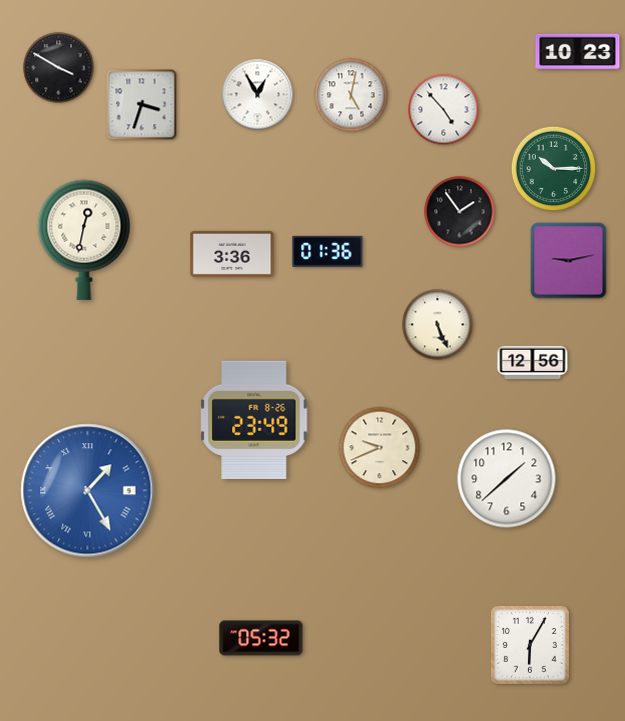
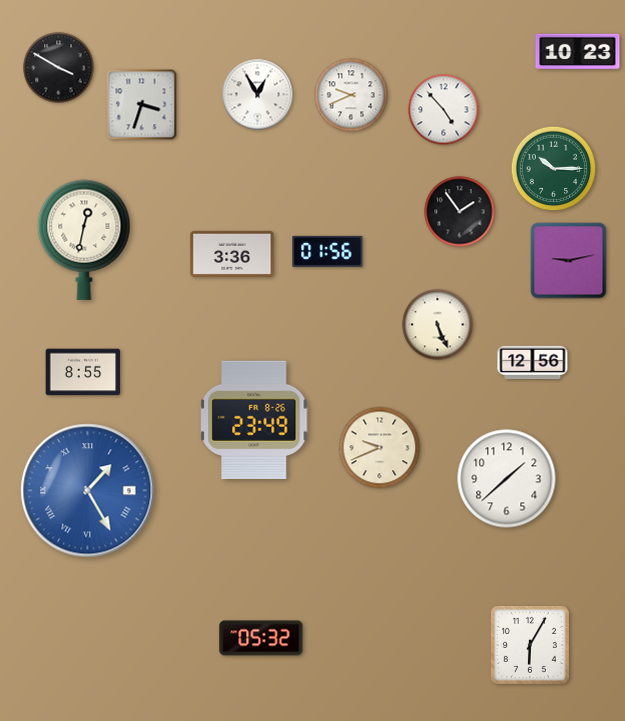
clock at (351, 95): 5:02 -> 9:41
clock at (328, 251): 01:36 -> 01:56
clock at (83, 372): none -> 8:55
